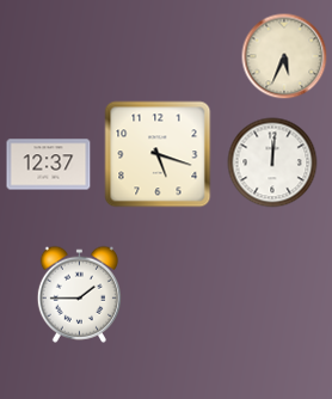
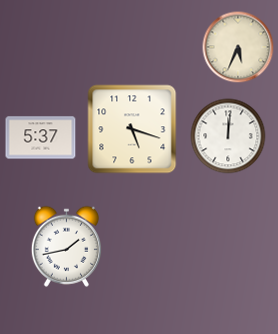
clock at (49, 165): 12:37 -> 5:37
clock at (79, 294): 1:45 -> 1:43
